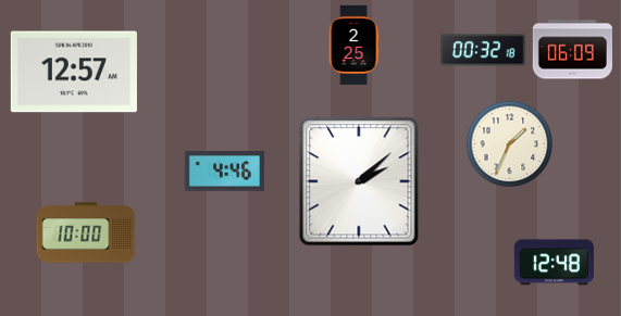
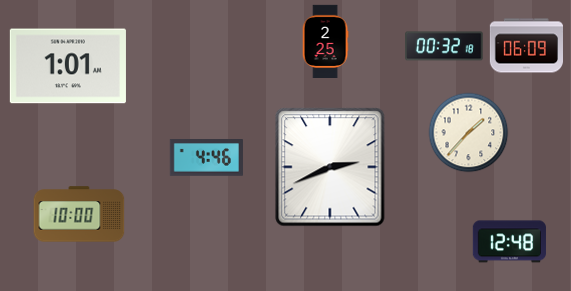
clock at (74, 72): 12:57 -> 1:01
clock at (510, 144): 1:34 -> 1:37
clock at (359, 181): 2:08 -> 2:41
